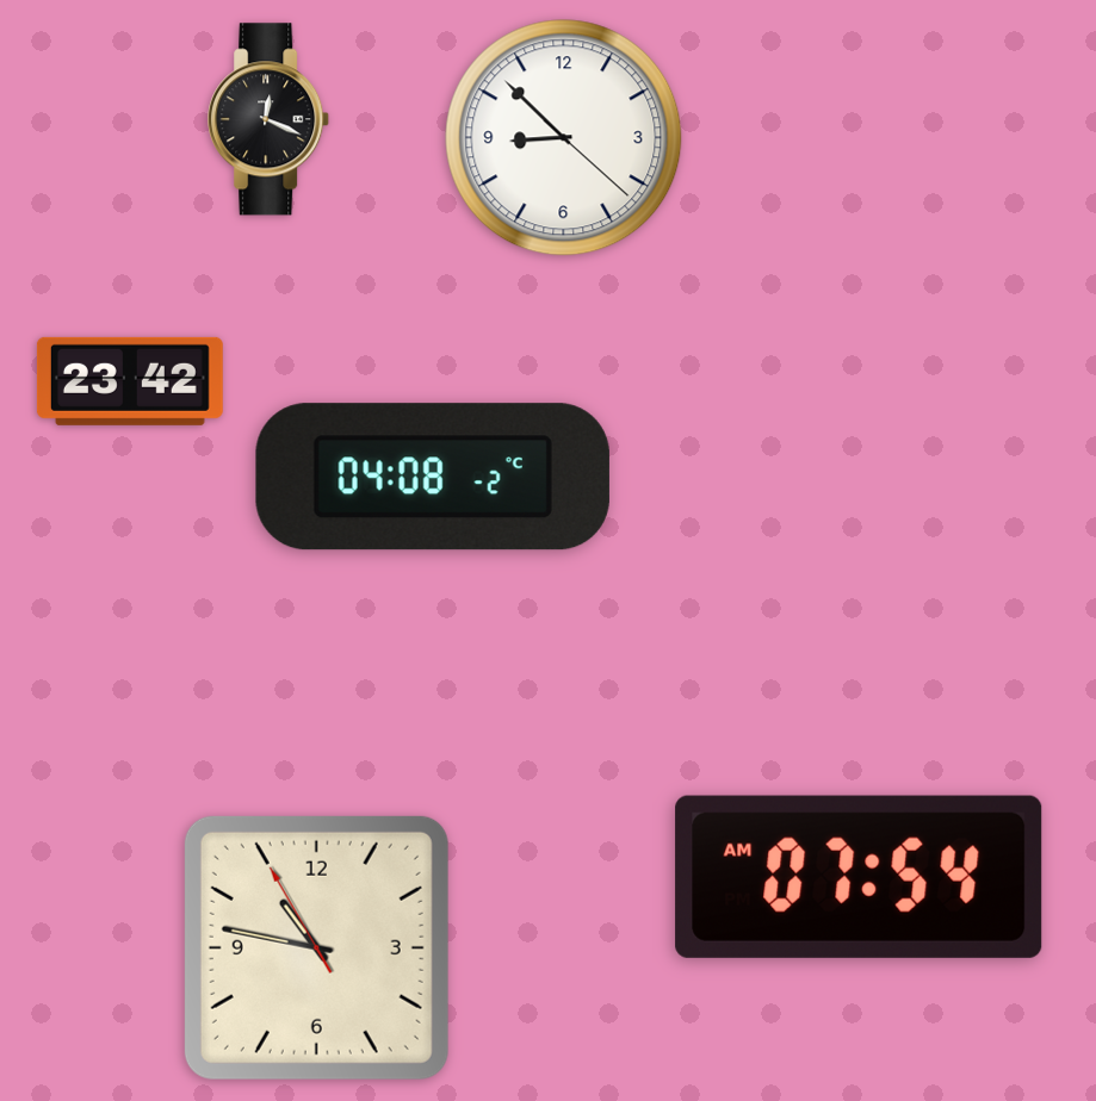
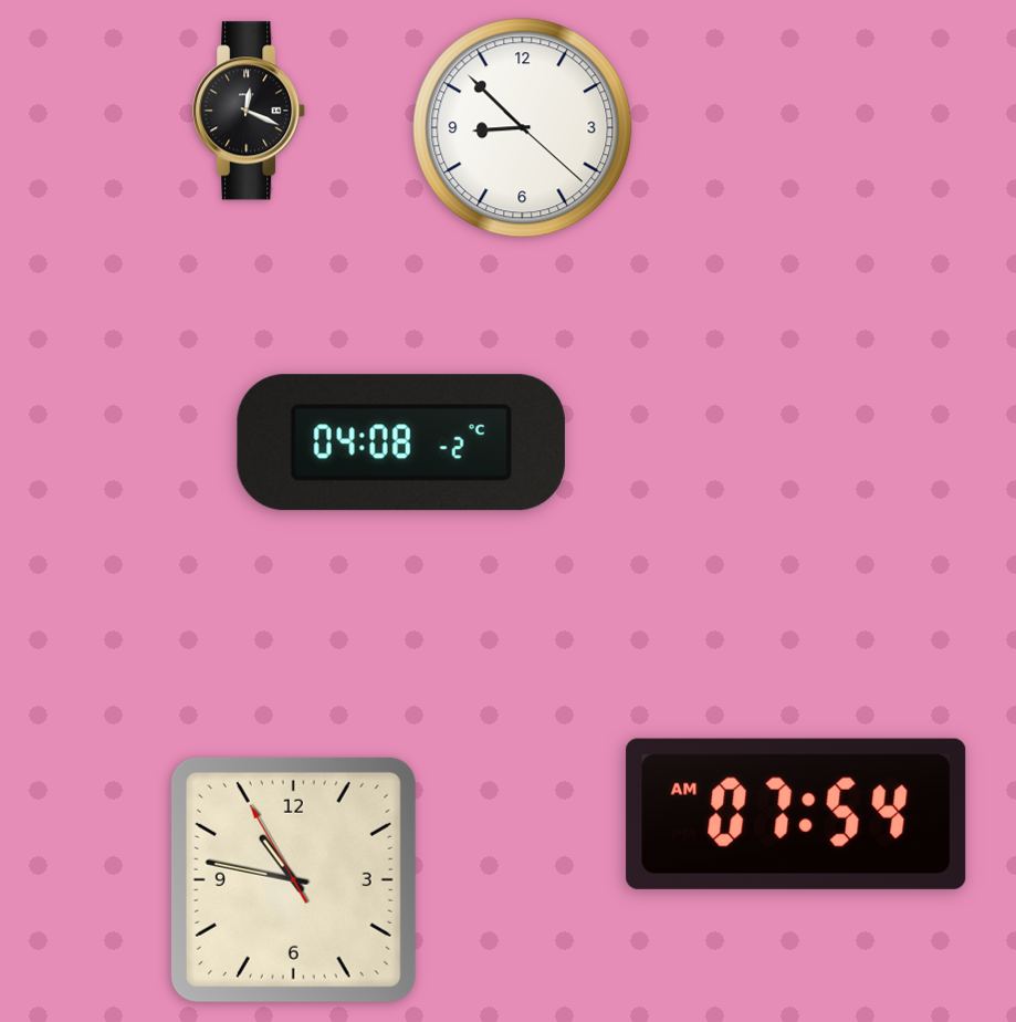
clock at (130, 381): 23:42 -> none
